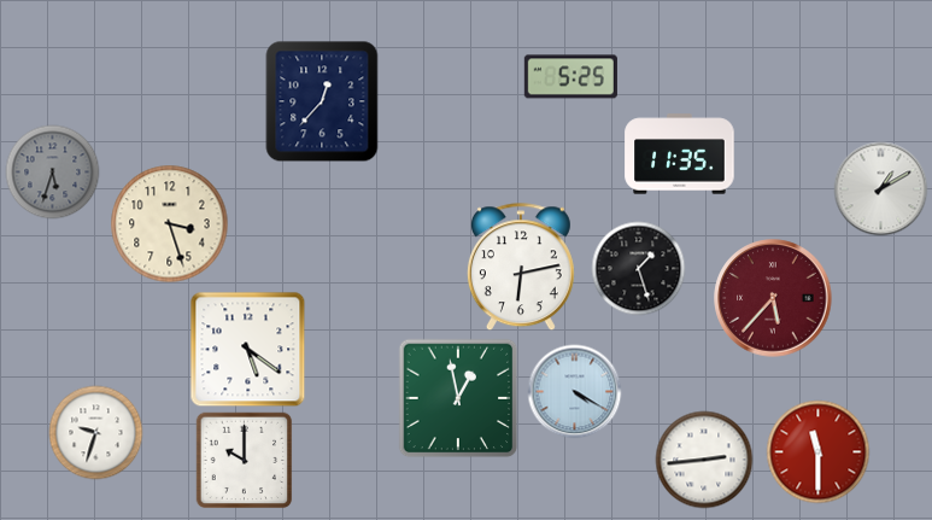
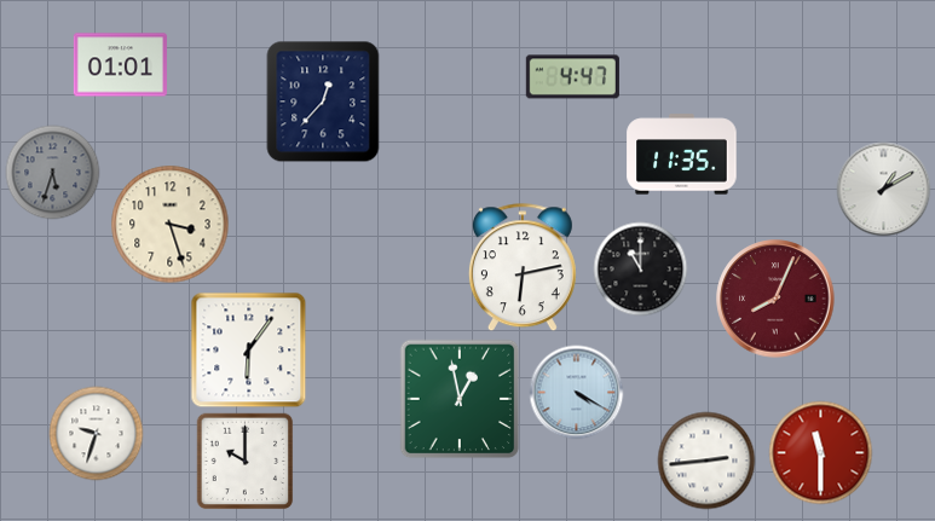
clock at (120, 65): none -> 01:01
clock at (570, 77): 5:25 -> 4:47
clock at (638, 268): 1:27 -> 11:00
clock at (773, 298): 5:37 -> 8:04
clock at (247, 349): 5:21 -> 6:06
